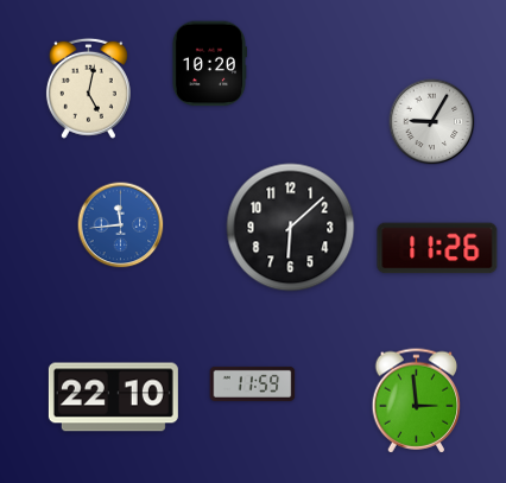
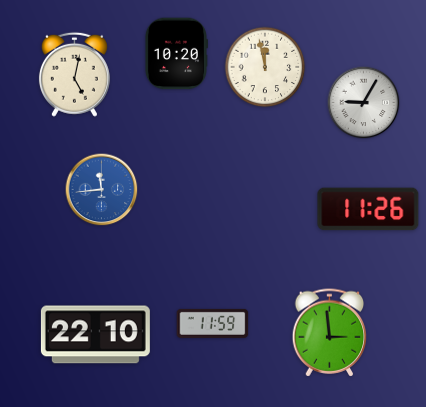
clock at (265, 67): none -> 11:58
clock at (291, 228): 6:08 -> none
clock at (417, 401) position: (417, 401) -> (330, 333)
